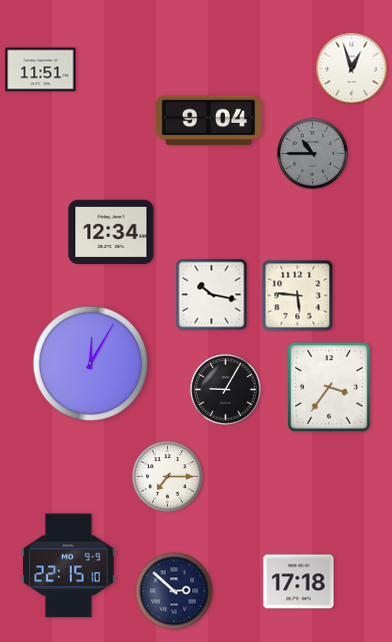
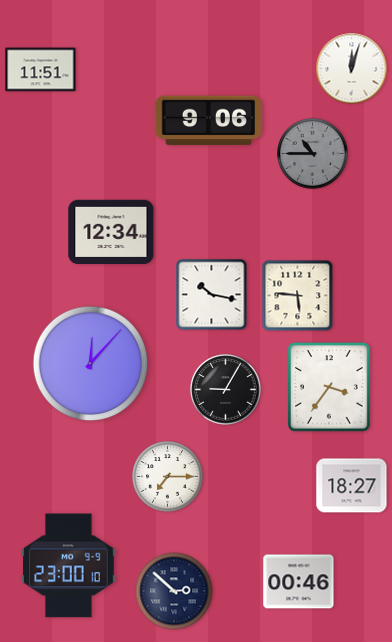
clock at (352, 69): 12:57 -> 12:03
clock at (208, 121): 9:04 -> 9:06
clock at (91, 364): 12:05 -> 12:07
clock at (352, 486): none -> 18:27
clock at (69, 566): 22:15 -> 23:00
clock at (299, 582): 17:18 -> 00:46
